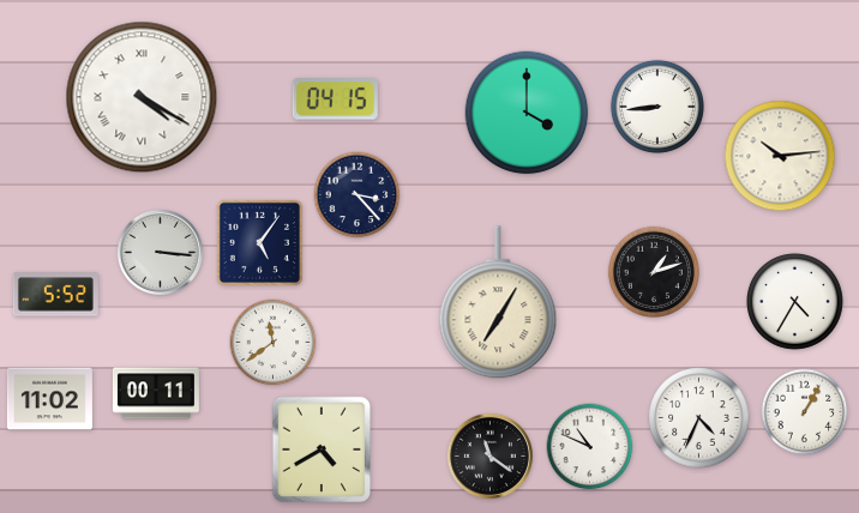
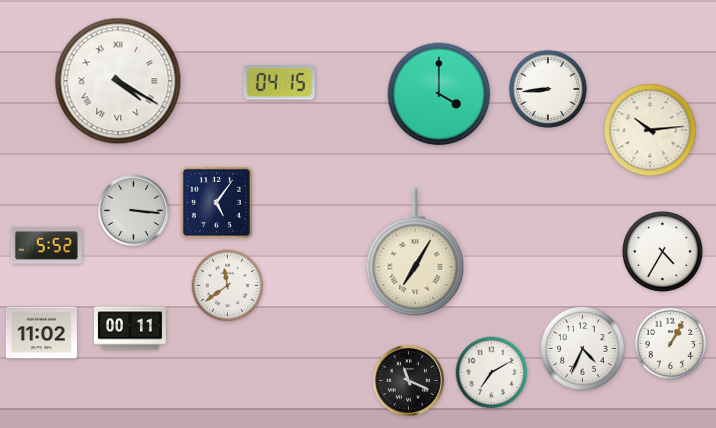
clock at (358, 195): 3:23 -> none
clock at (653, 271): 1:12 -> none
clock at (590, 447): 10:49 -> 7:10
clock at (320, 448): 4:40 -> none
clock at (489, 455): 11:21 -> 11:19
